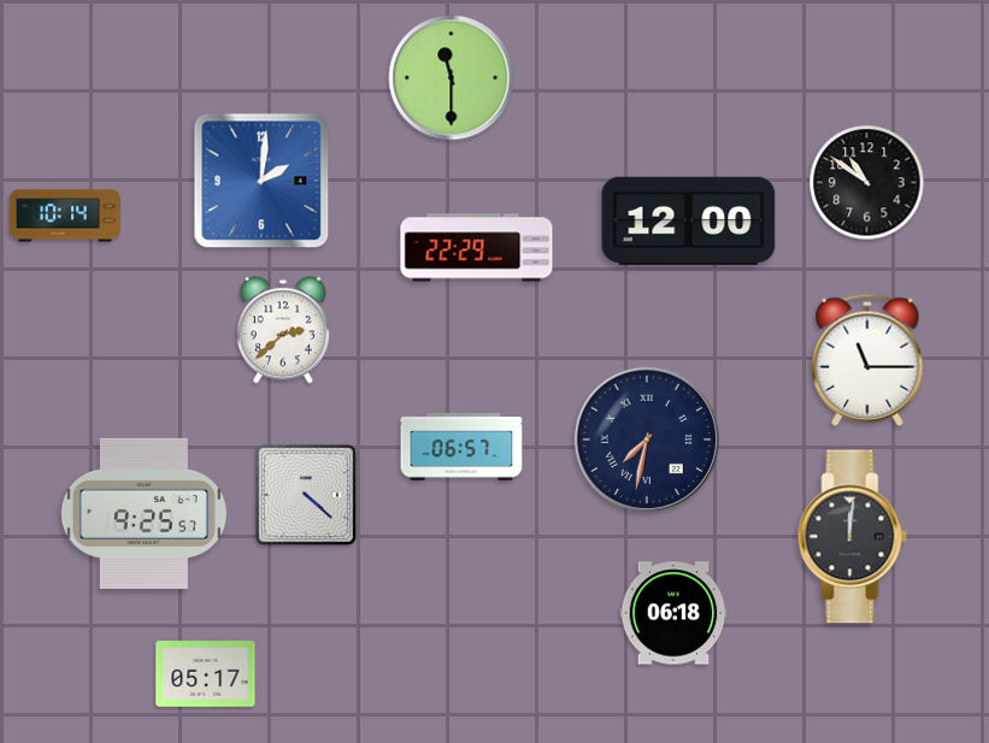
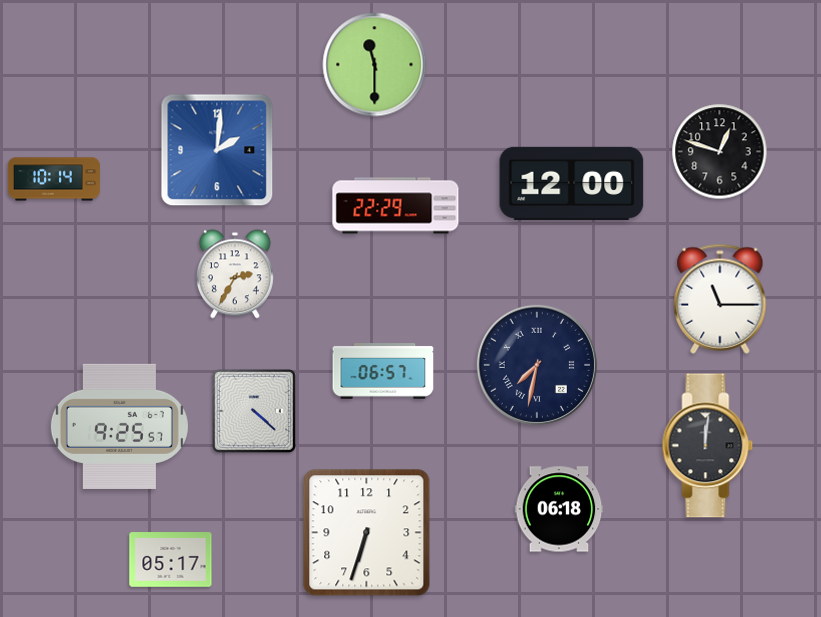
clock at (867, 183): 10:51 -> 12:48
clock at (283, 330): 2:38 -> 2:35
clock at (367, 533): none -> 6:33
